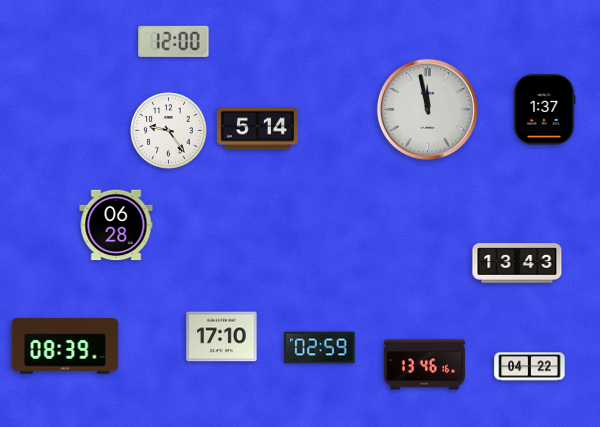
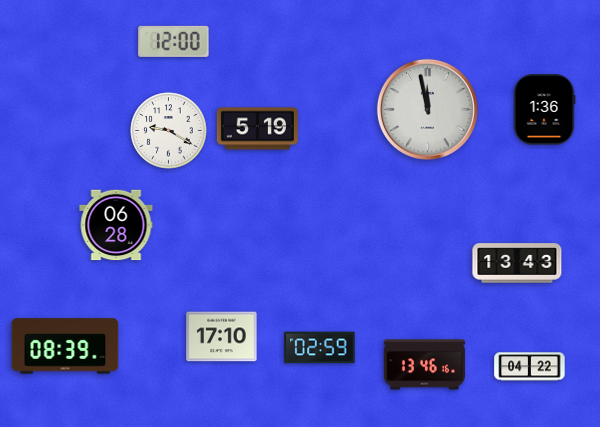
clock at (544, 110): 1:37 -> 1:36
clock at (257, 129): 5:14 -> 5:19
clock at (169, 131): 9:24 -> 9:20
